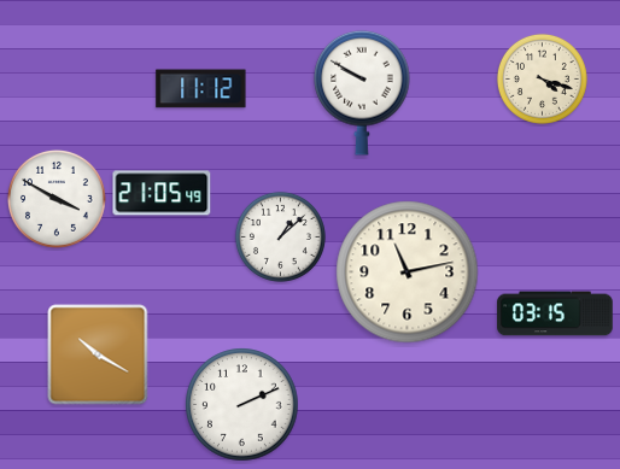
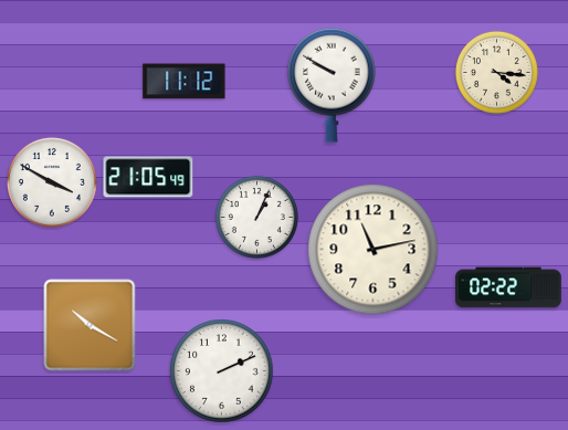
clock at (542, 78): 4:18 -> 4:16
clock at (280, 236): 1:08 -> 1:04
clock at (555, 313): 03:15 -> 02:22
